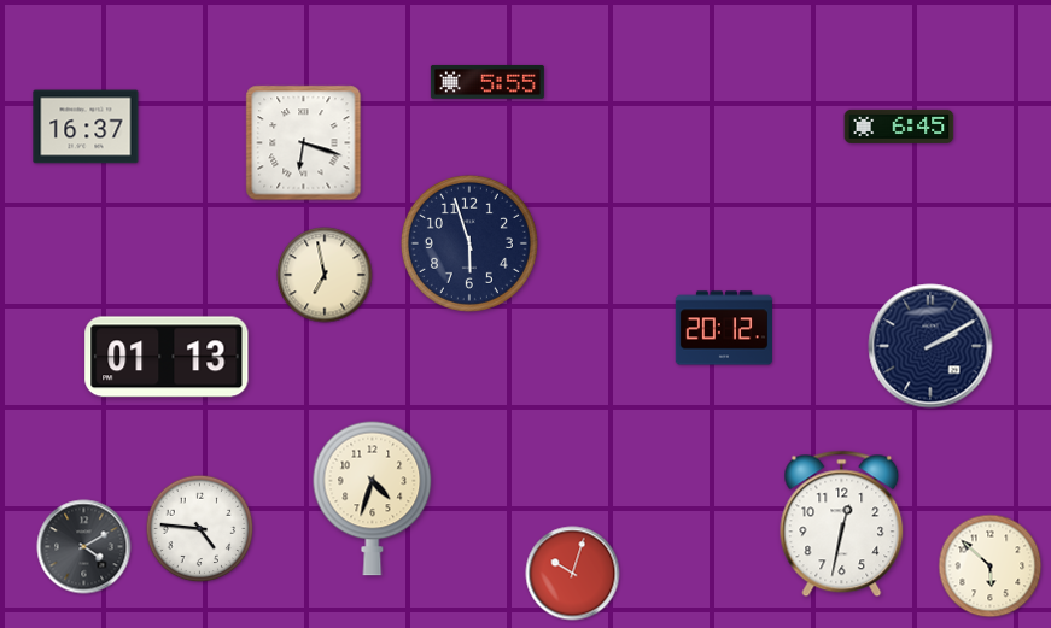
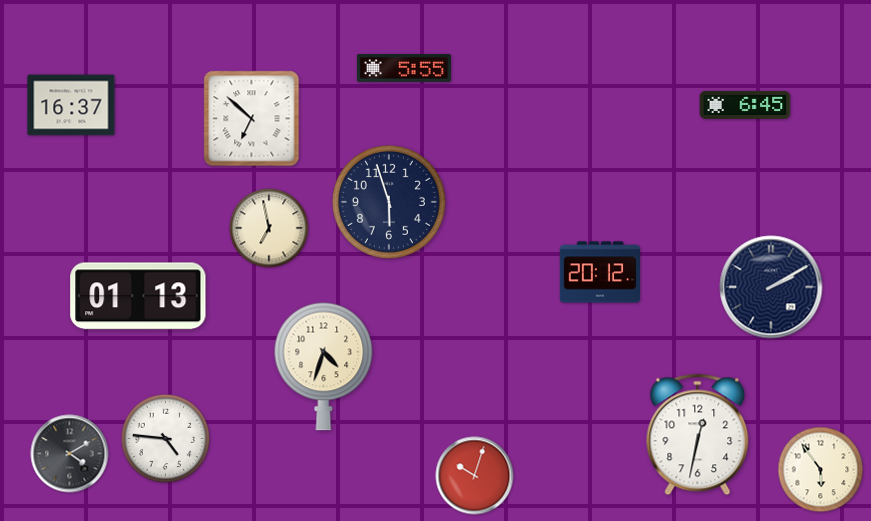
clock at (304, 143): 6:18 -> 6:52
clock at (373, 498) position: (373, 498) -> (324, 366)
clock at (991, 567): 5:52 -> 5:54
